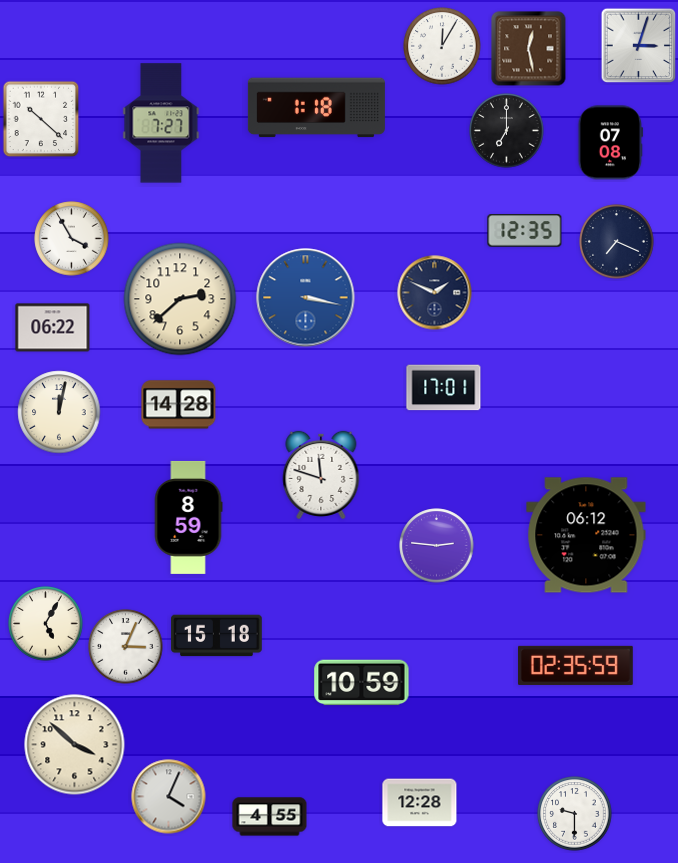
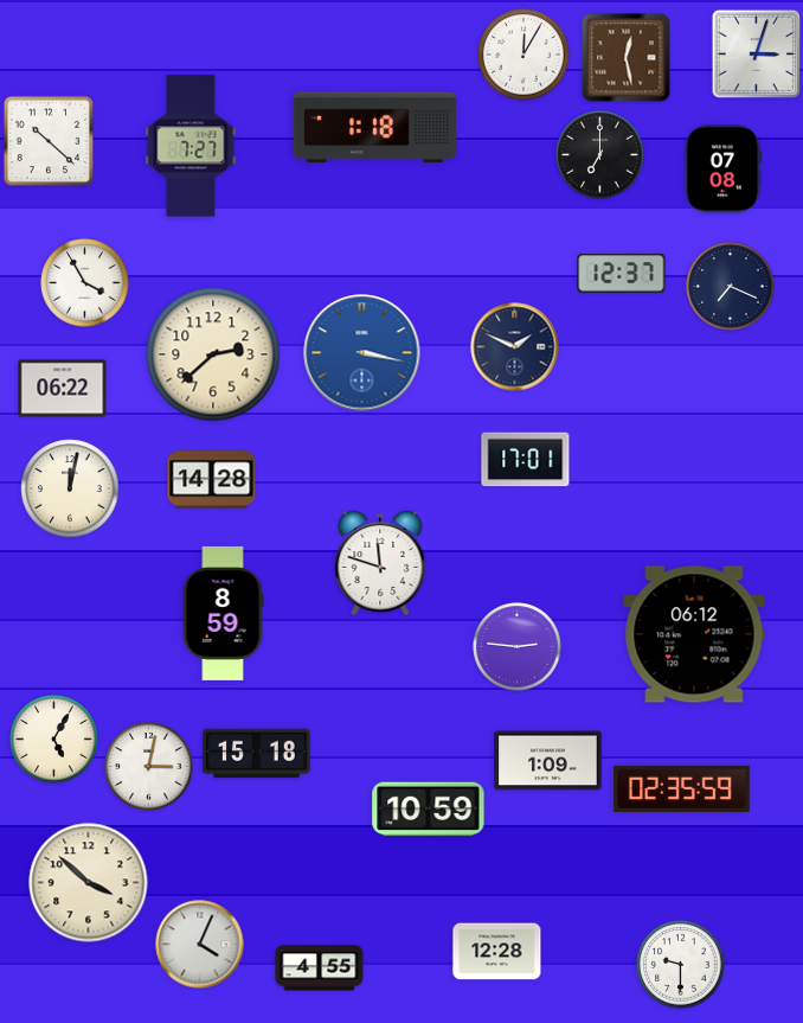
clock at (525, 231): 12:35 -> 12:37
clock at (548, 761): none -> 1:09
clock at (126, 647): 3:04 -> 3:02
